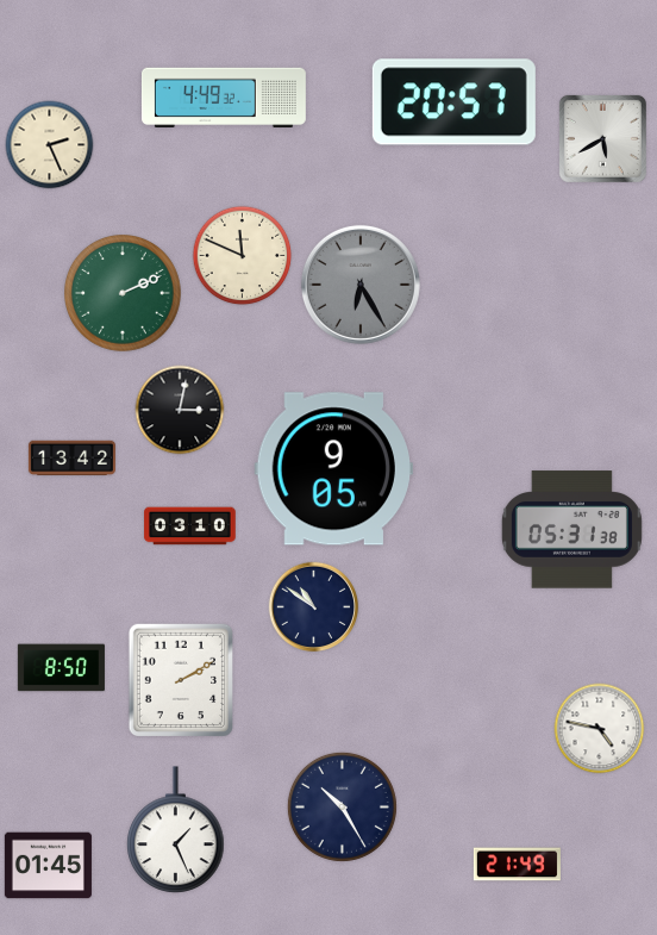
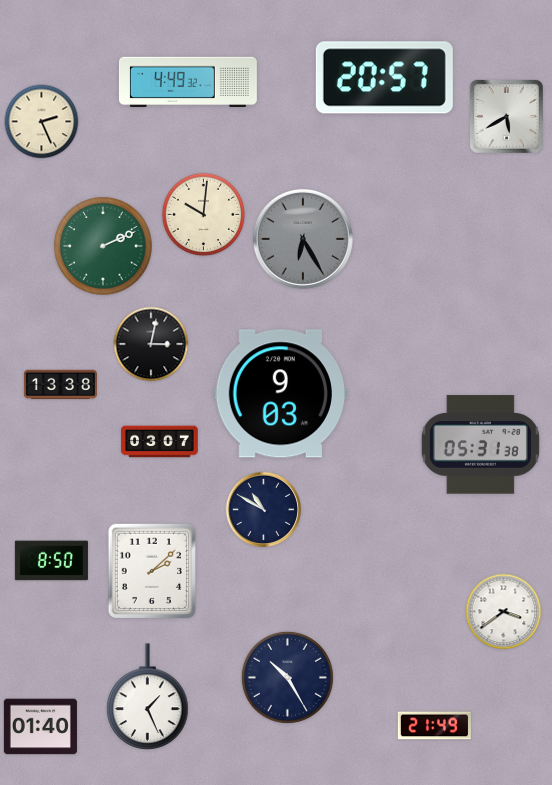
clock at (453, 102) position: (453, 102) -> (384, 78)
clock at (243, 256): 11:49 -> 10:01
clock at (71, 459): 13:42 -> 13:38
clock at (333, 469): 9:05 -> 9:03
clock at (190, 526): 03:10 -> 03:07
clock at (314, 607): 10:51 -> 10:50
clock at (180, 680): 2:10 -> 2:08
clock at (600, 729): 4:47 -> 3:39
clock at (48, 866): 01:45 -> 01:40
